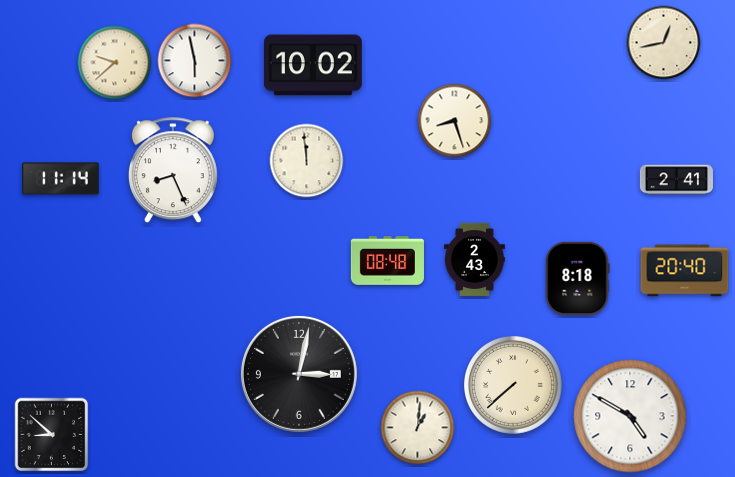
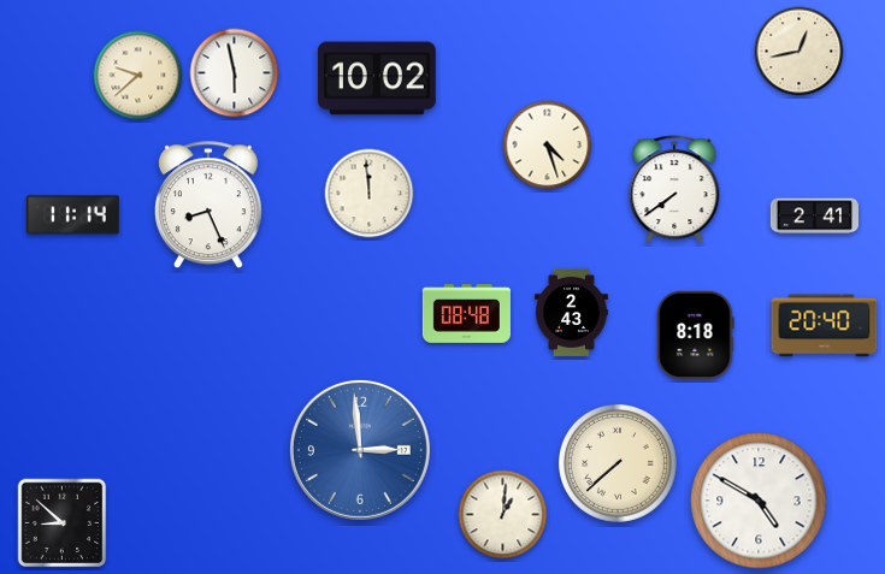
clock at (455, 121): 8:27 -> 4:27
clock at (674, 190): none -> 7:39
clock at (299, 374): 3:02 -> 2:59
clock at (299, 374) dial: black -> blue
